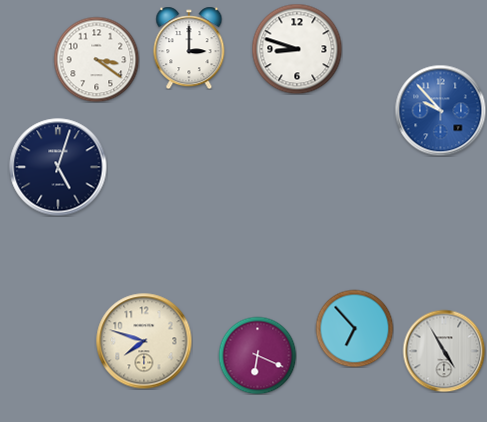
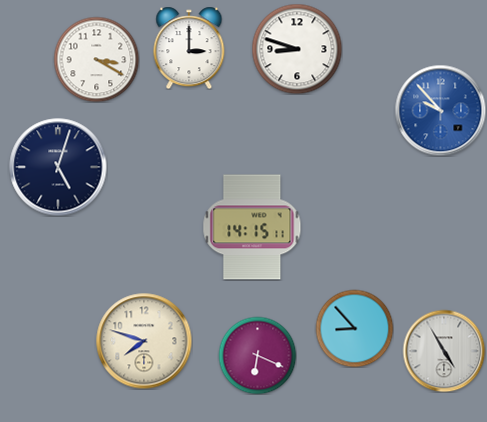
clock at (96, 59): 3:21 -> 3:20
clock at (252, 227): none -> 14:15
clock at (354, 328): 6:53 -> 8:53
